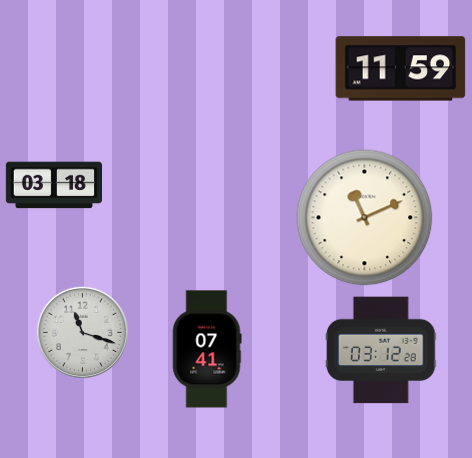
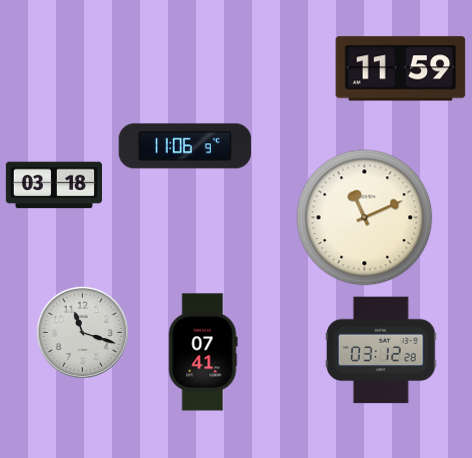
clock at (185, 146): none -> 11:06
clock at (207, 349) position: (207, 349) -> (203, 352)
